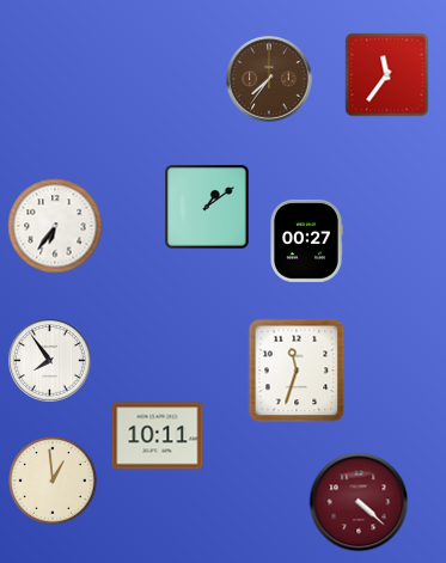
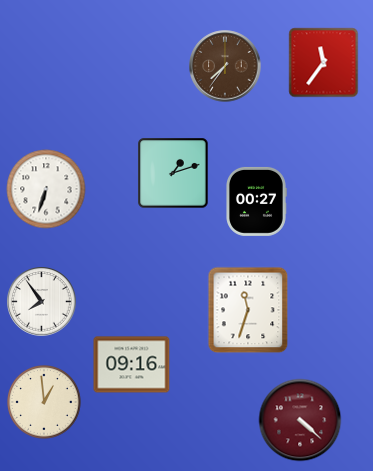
clock at (207, 207): 1:09 -> 1:12
clock at (55, 226): 6:36 -> 6:33
clock at (158, 436): 10:11 -> 09:16
